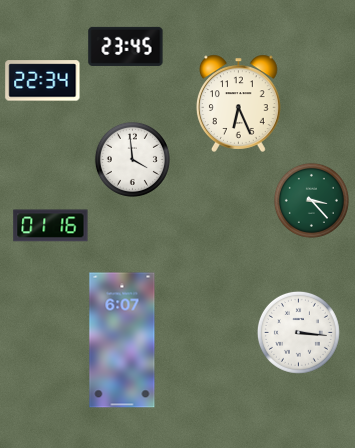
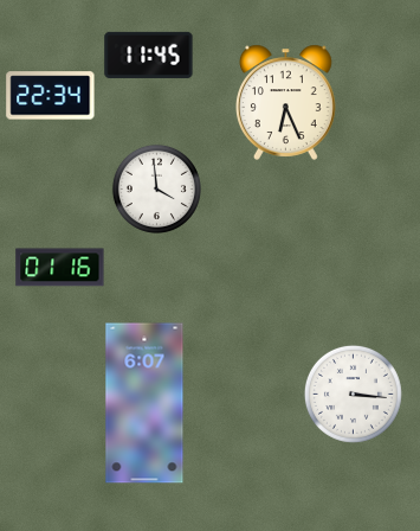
clock at (126, 46): 23:45 -> 11:45
clock at (239, 103) position: (239, 103) -> (286, 102)
clock at (311, 200): 3:23 -> none
